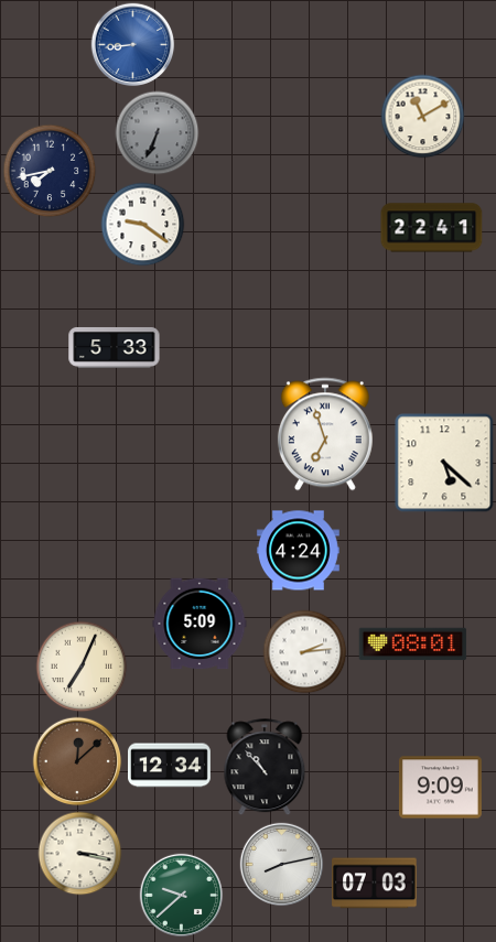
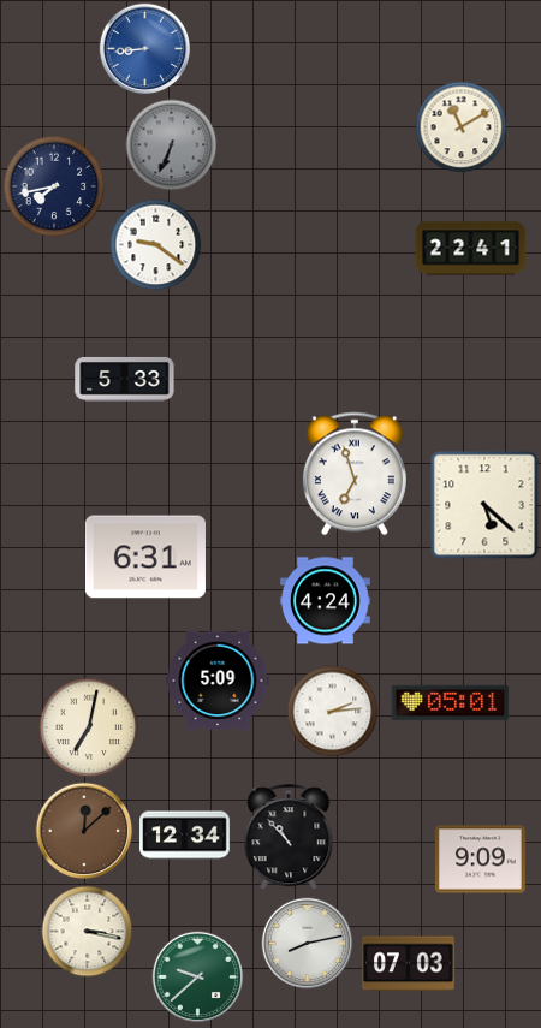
clock at (145, 557): none -> 6:31
clock at (413, 645): 08:01 -> 05:01
clock at (82, 667): 7:04 -> 7:02
